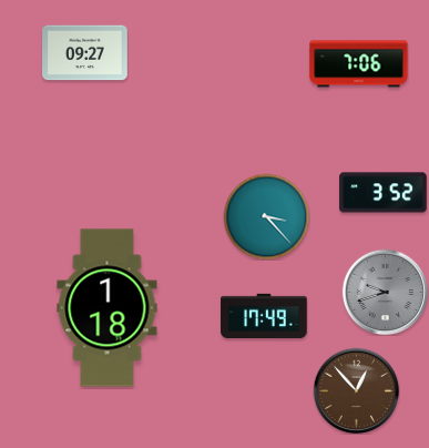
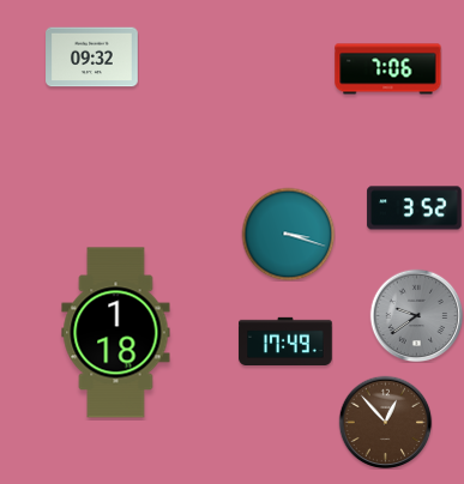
clock at (85, 53): 09:27 -> 09:32
clock at (266, 216): 3:23 -> 3:18
clock at (385, 292): 9:42 -> 9:39
